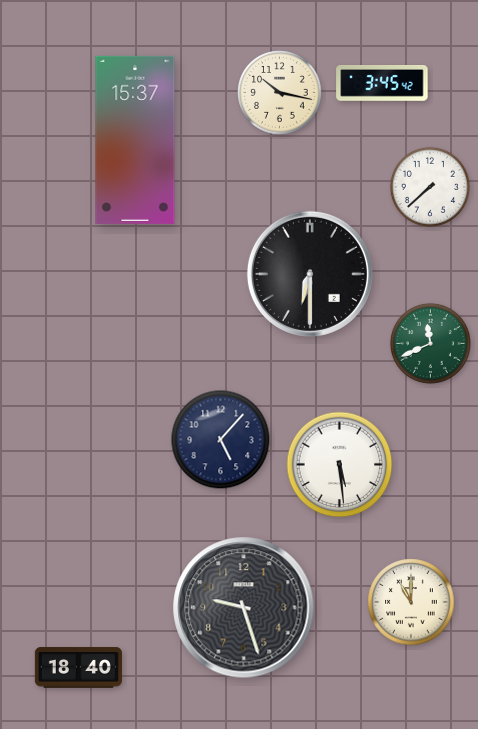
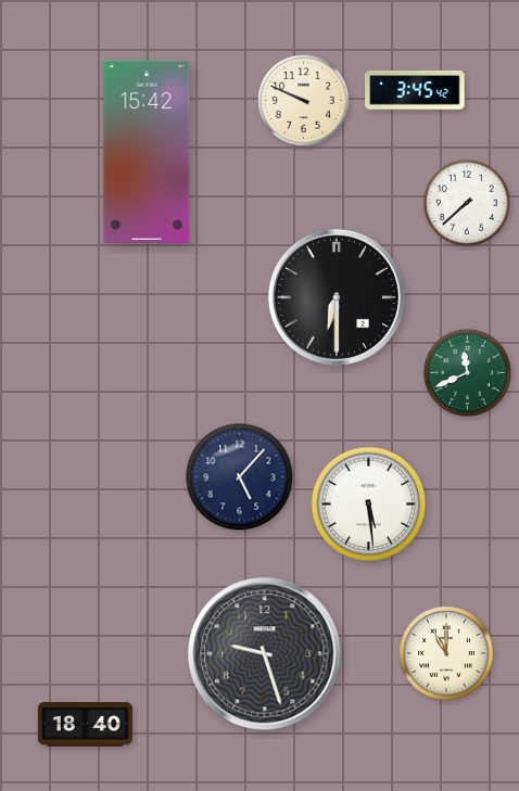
clock at (280, 93): 10:17 -> 9:49
clock at (135, 140): 15:37 -> 15:42
clock at (244, 608) position: (244, 608) -> (265, 654)
